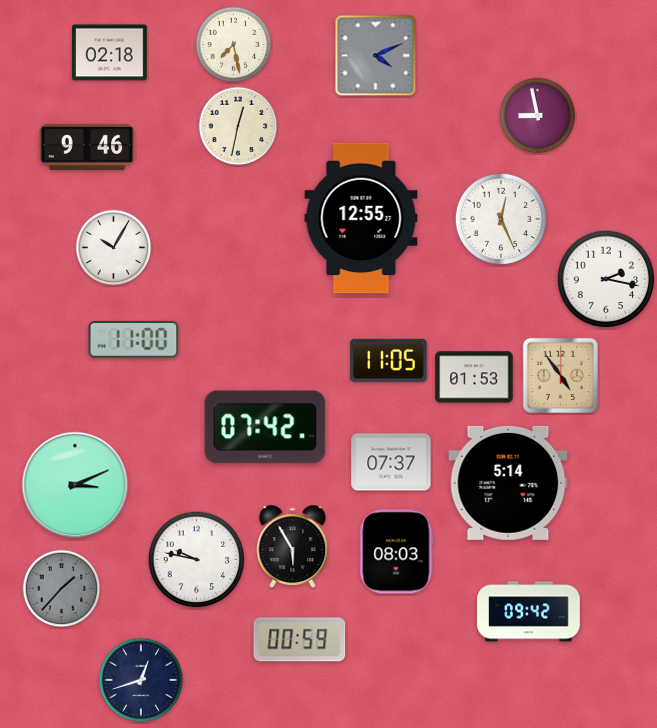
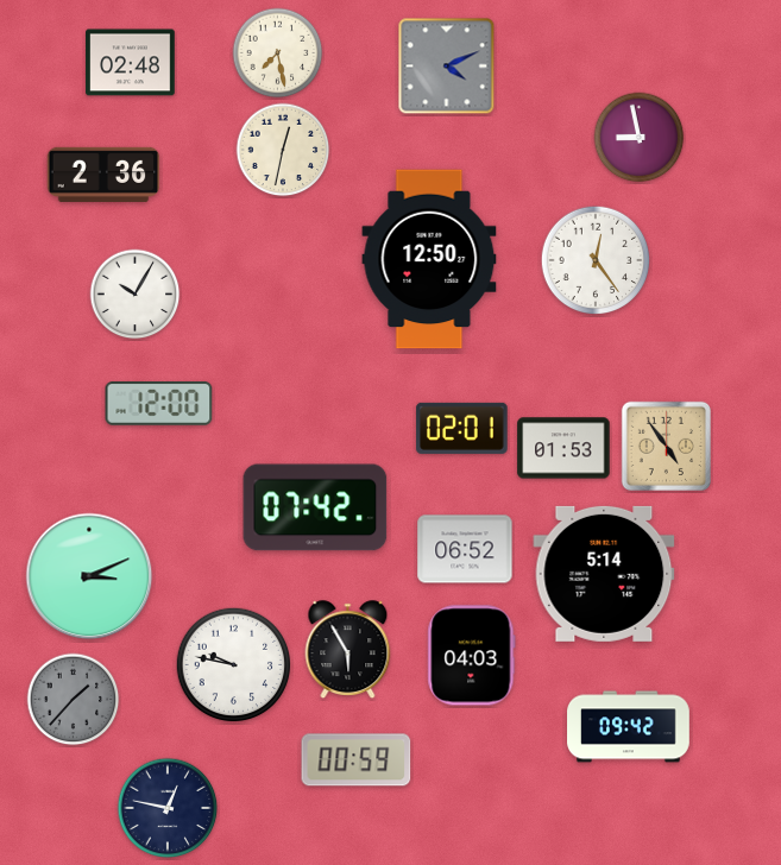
clock at (110, 53): 02:18 -> 02:48
clock at (87, 147): 9:46 -> 2:36
clock at (361, 218): 12:55 -> 12:50
clock at (501, 219): 12:26 -> 12:24
clock at (606, 279): 2:17 -> none
clock at (134, 340): 11:00 -> 12:00
clock at (389, 360): 11:05 -> 02:01
clock at (391, 462): 07:37 -> 06:52
clock at (397, 552): 08:03 -> 04:03
clock at (141, 680): 12:42 -> 12:47
